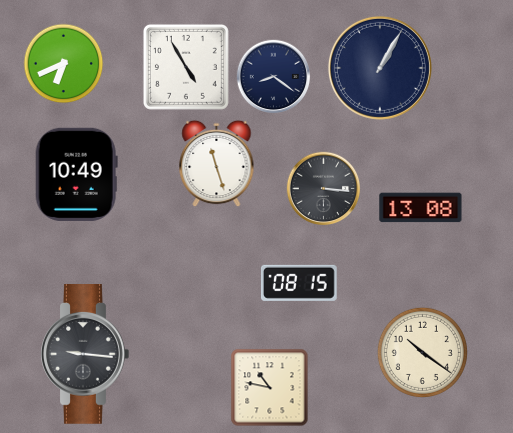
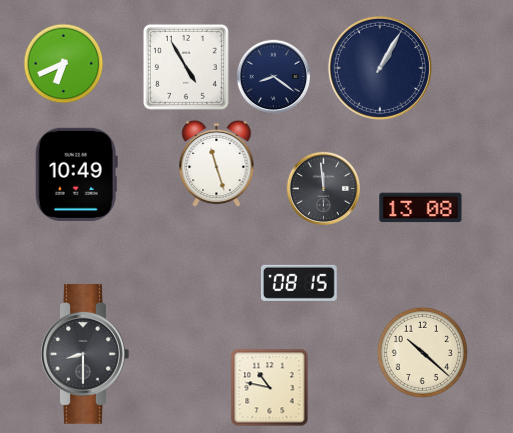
clock at (324, 189): 3:16 -> 11:59
clock at (422, 352): 10:21 -> 10:22
clock at (85, 355): 9:16 -> 8:30
